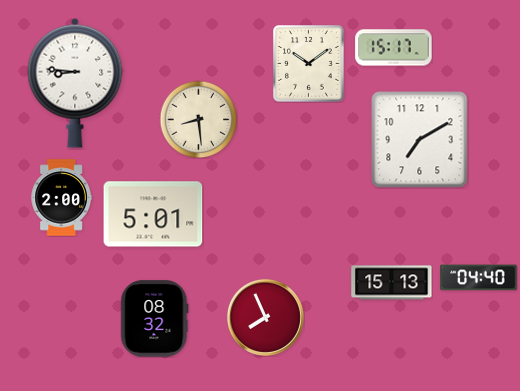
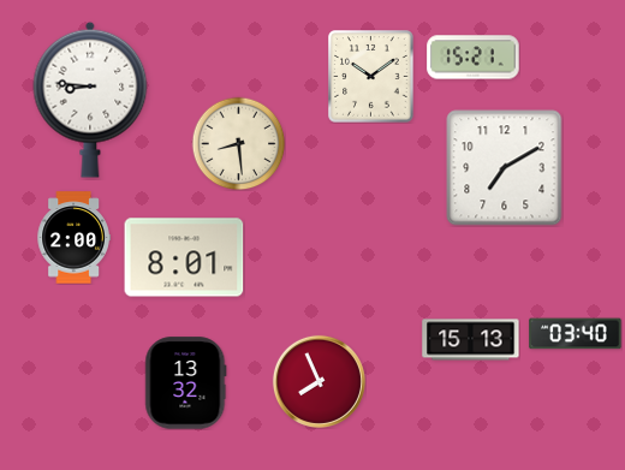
clock at (394, 48): 15:17 -> 15:21
clock at (153, 214): 5:01 -> 8:01
clock at (479, 278): 04:40 -> 03:40
clock at (155, 319): 08:32 -> 13:32
